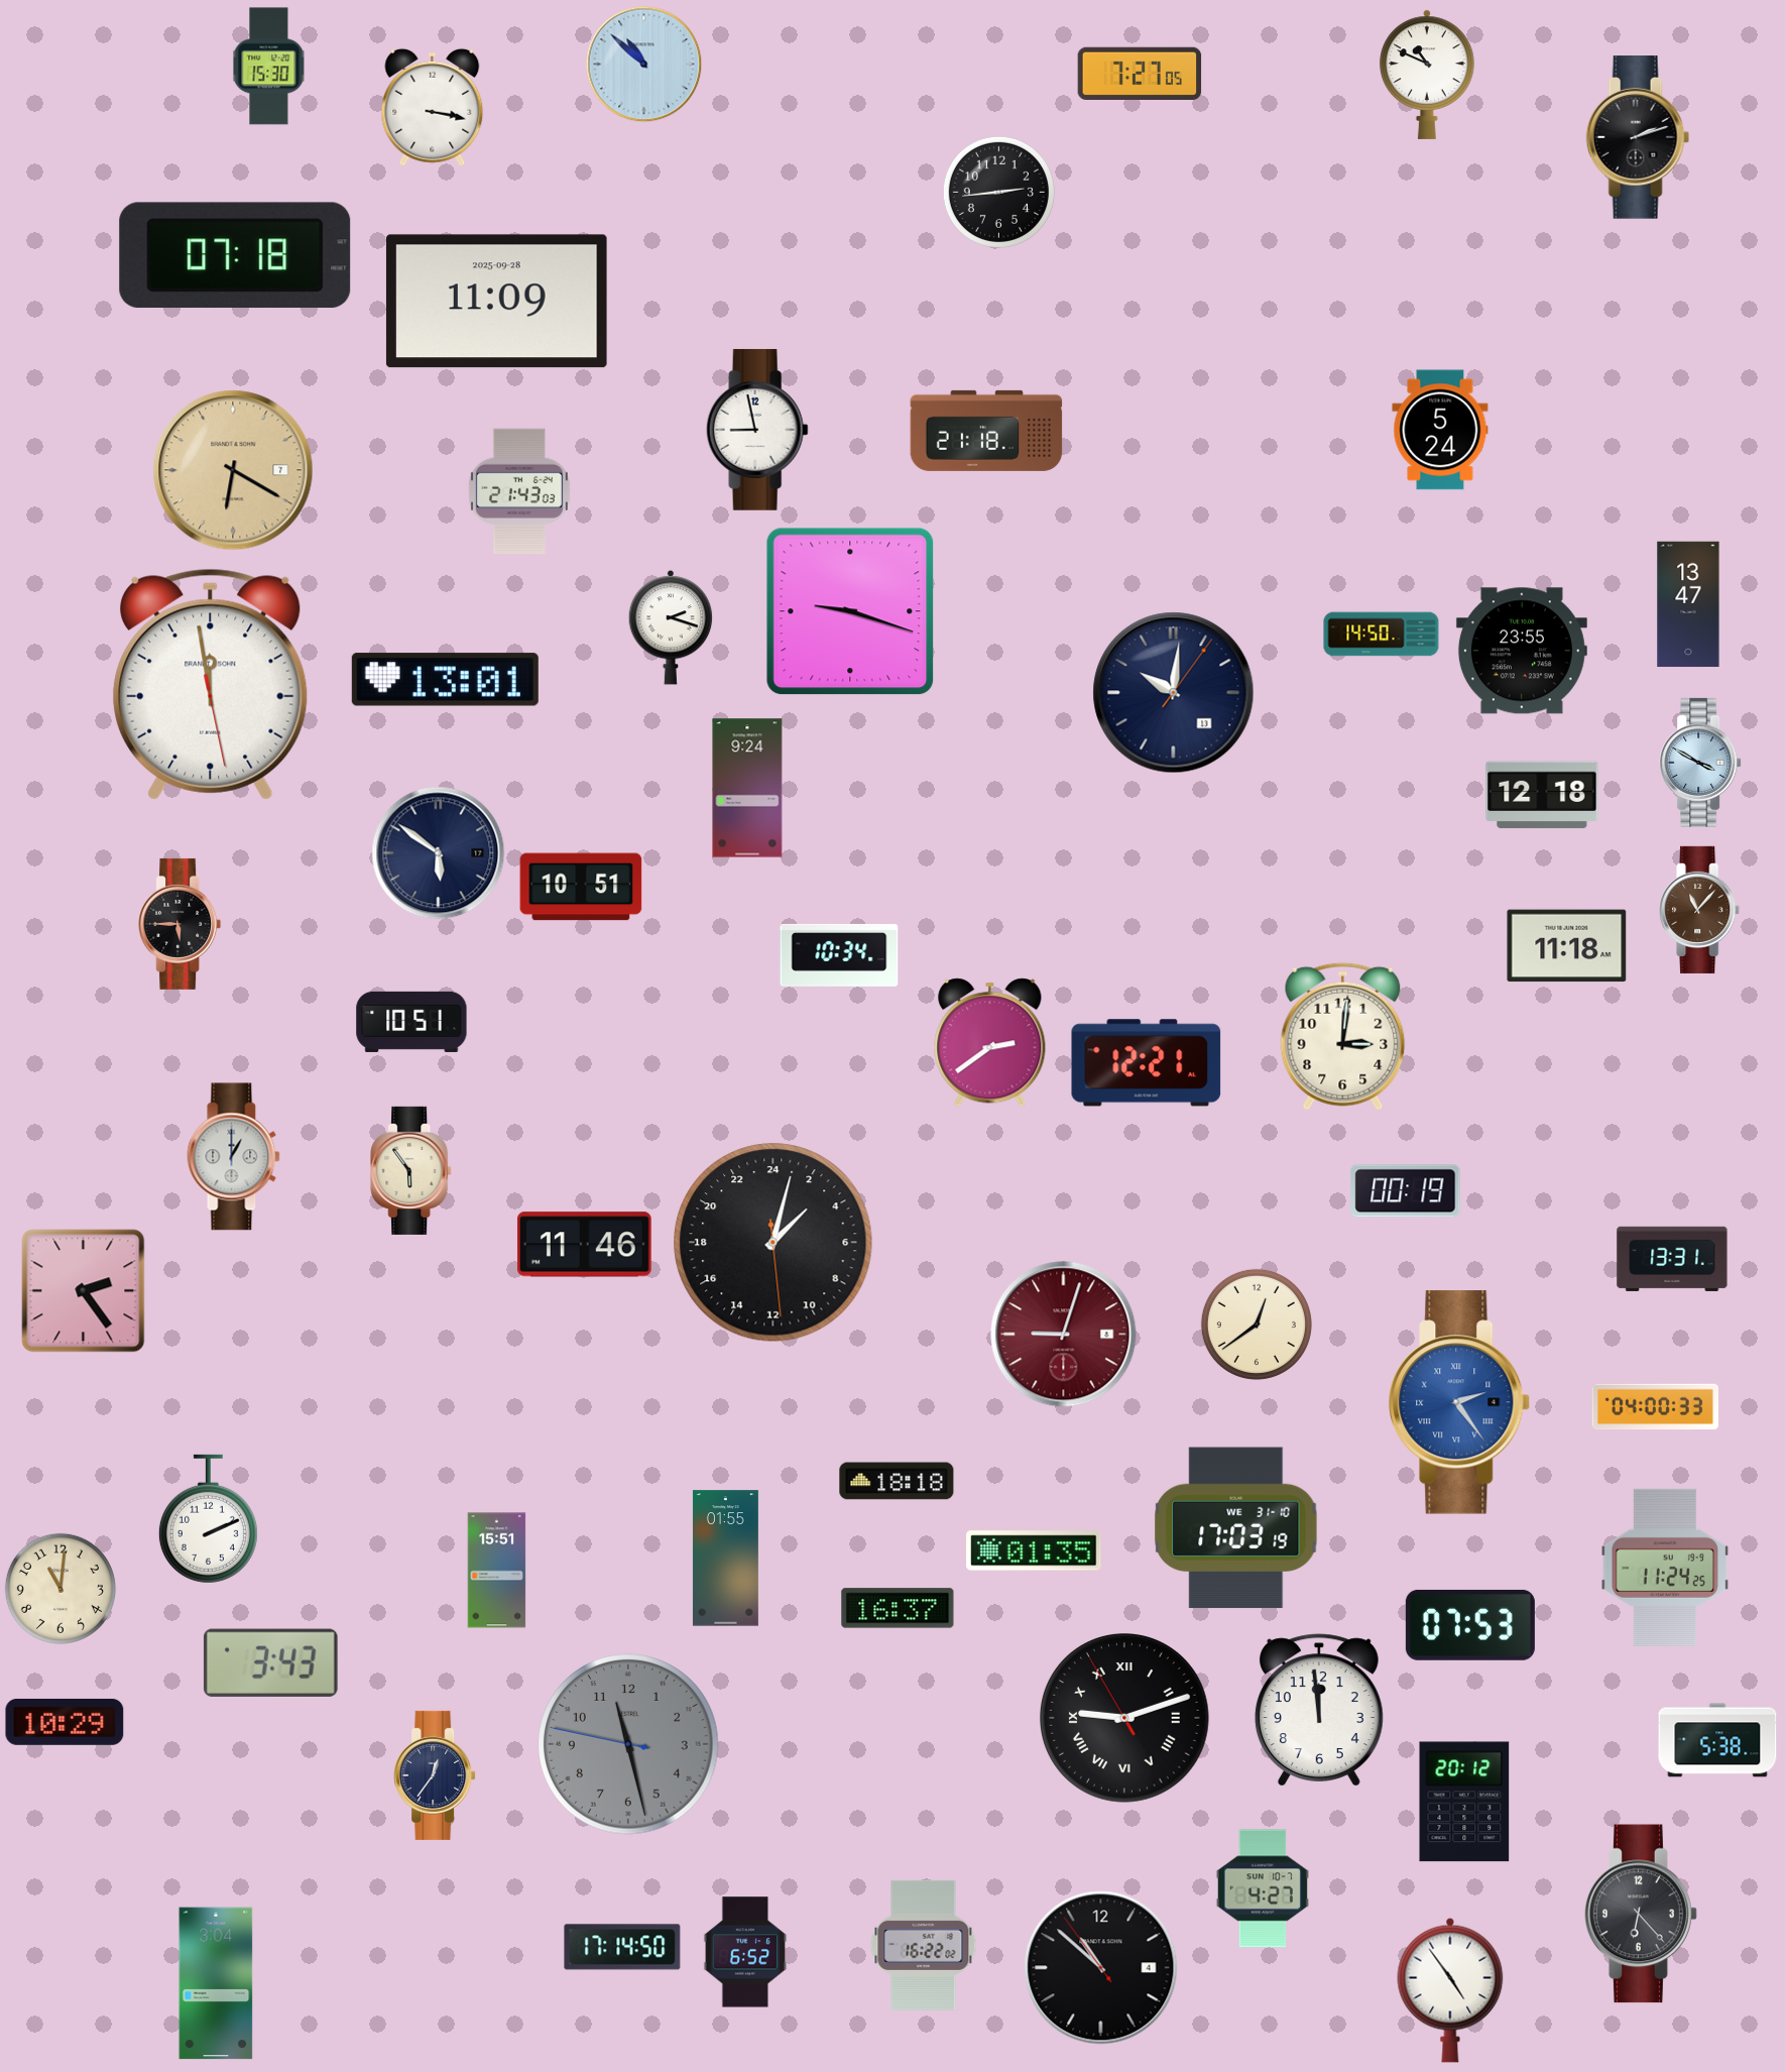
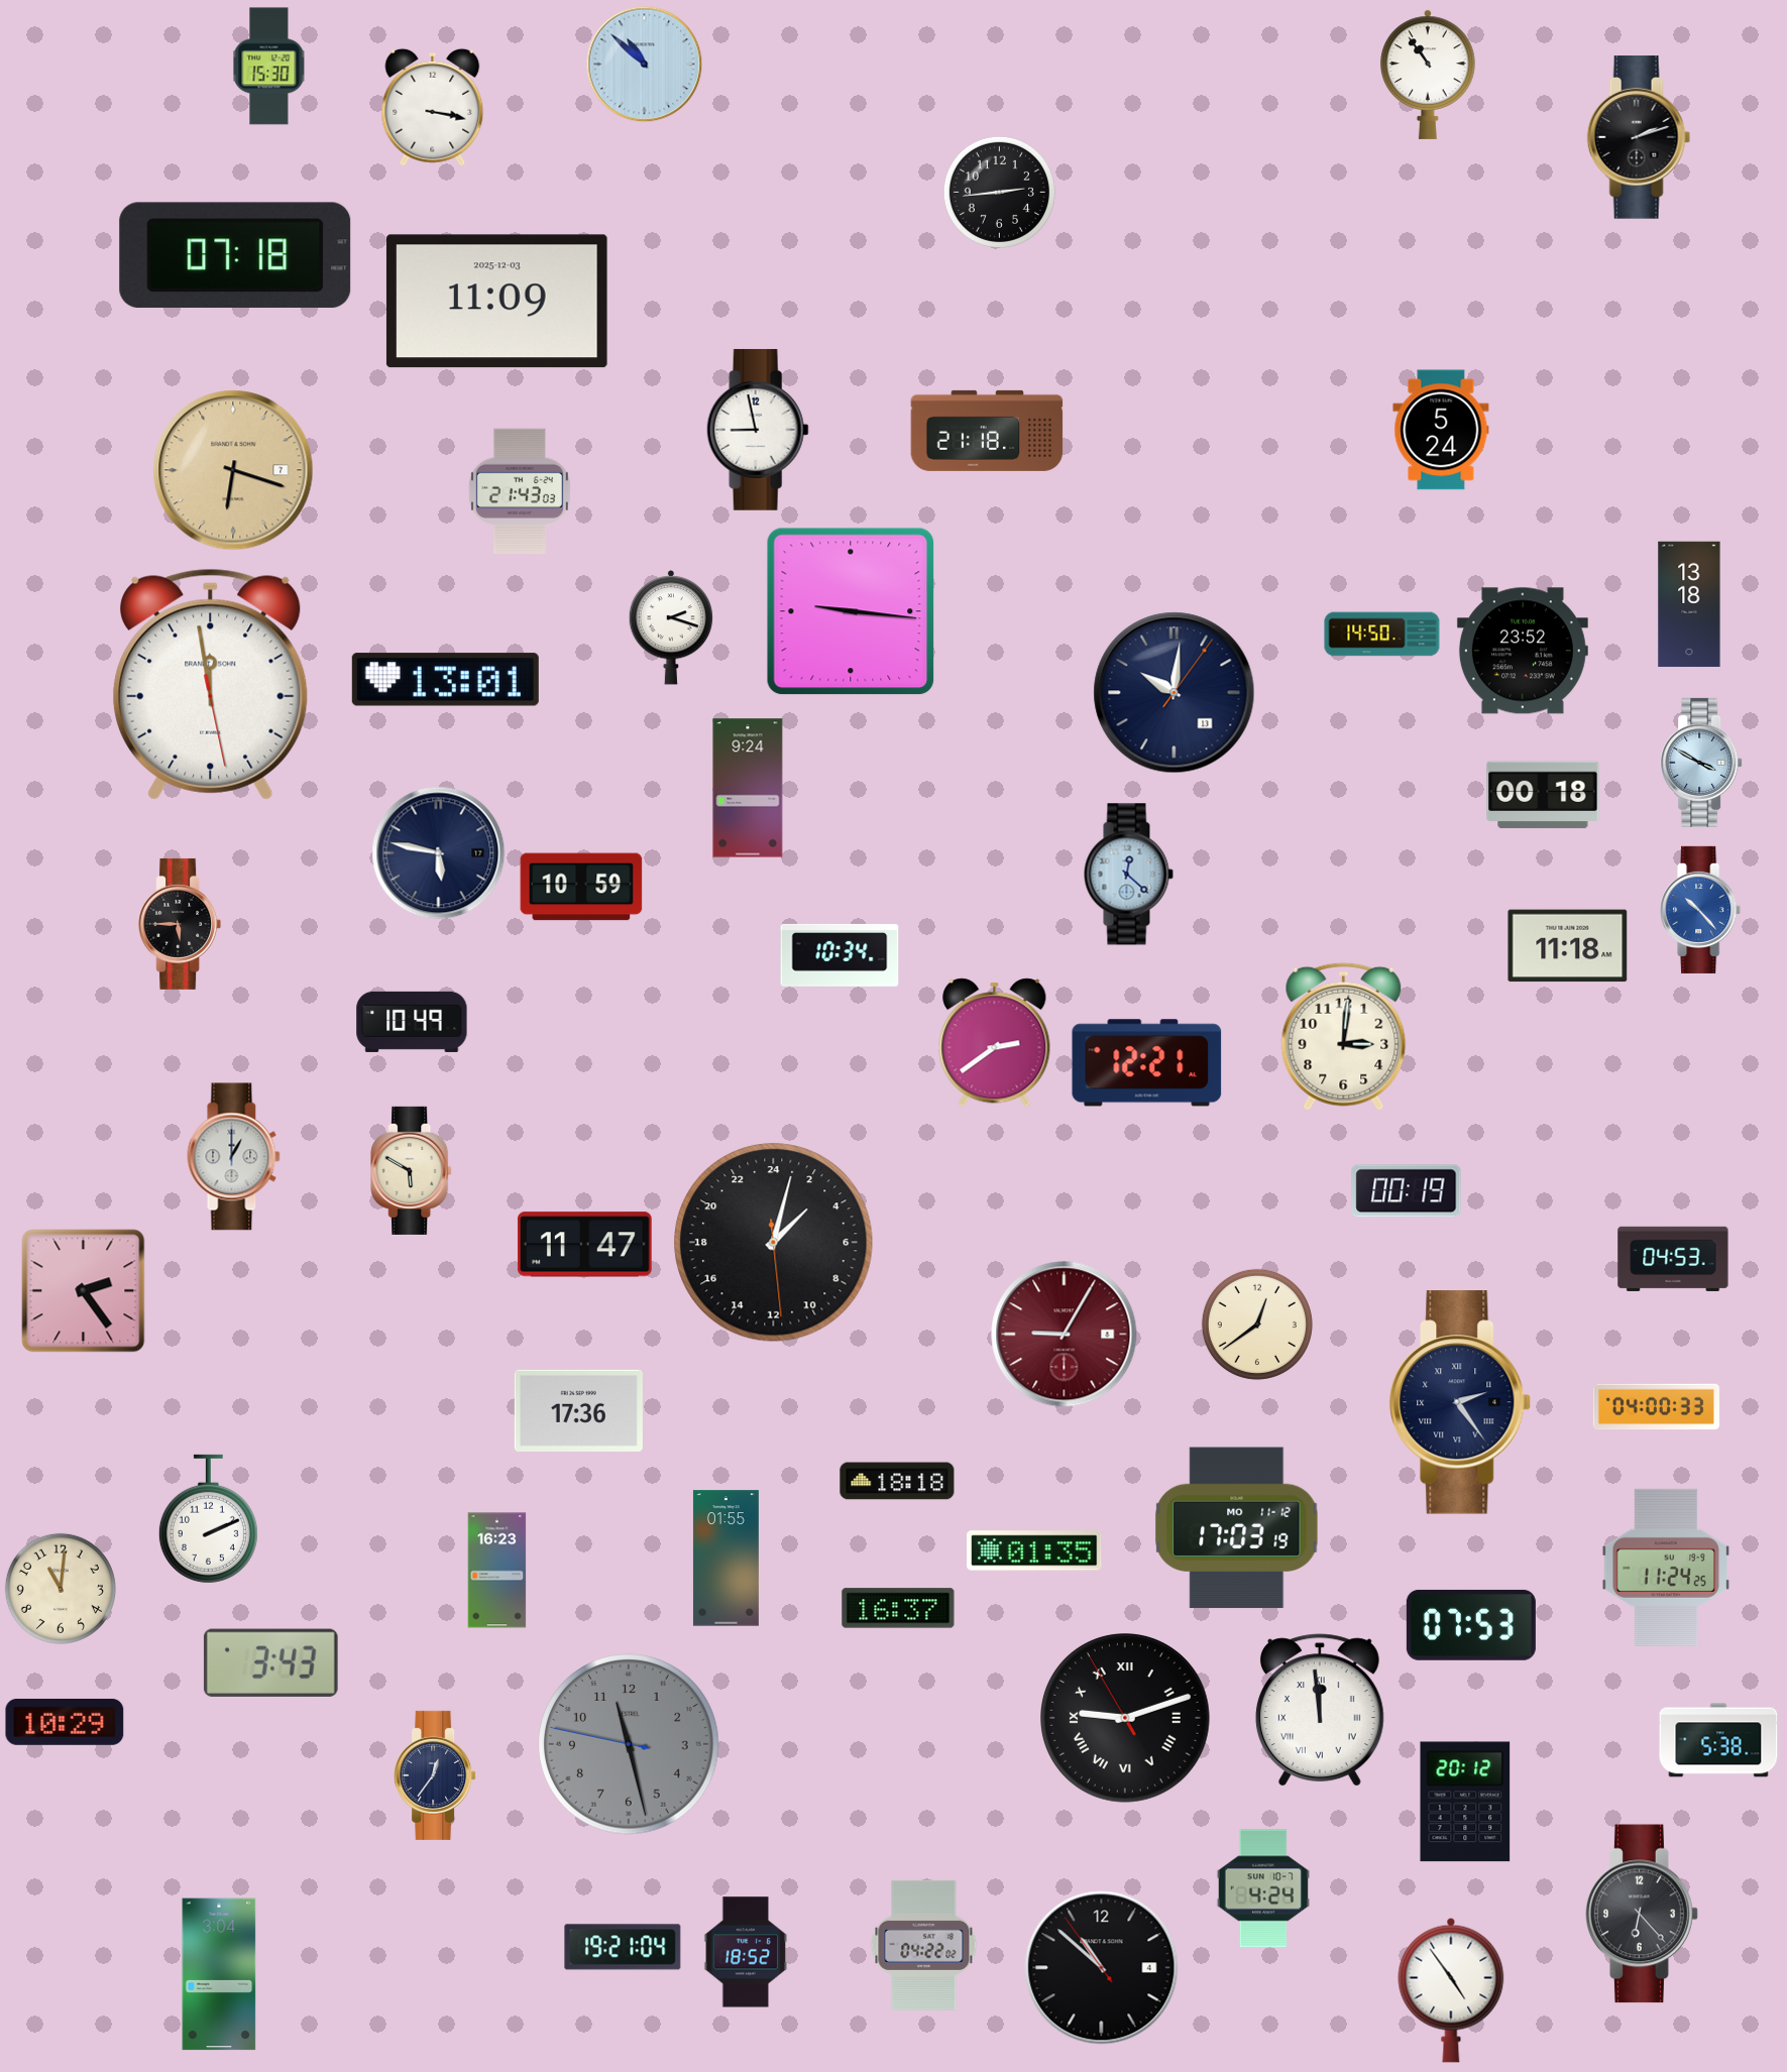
clock at (1140, 73): 7:27 -> none
clock at (1427, 75): 10:49 -> 10:54
clock at (496, 302) date: 2025-09-28 -> 2025-12-03
clock at (233, 470): 6:20 -> 6:18
clock at (1688, 604): 13:47 -> 13:18
clock at (850, 611): 9:18 -> 9:16
clock at (1522, 651): 23:55 -> 23:52
clock at (1542, 795): 12:18 -> 00:18
clock at (439, 853): 5:51 -> 5:47
clock at (1128, 875): none -> 12:22
clock at (581, 887): 10:51 -> 10:59
clock at (1700, 910): 11:07 -> 10:23
clock at (1700, 910) dial: brown -> blue
clock at (411, 1022): 10:51 -> 10:49
clock at (990, 1043) position: (990, 1043) -> (995, 1043)
clock at (411, 1170): 5:54 -> 5:50
clock at (585, 1245): 11:46 -> 11:47
clock at (1672, 1259): 13:31 -> 04:53
clock at (1064, 1335): 9:03 -> 9:05
clock at (1460, 1402) dial: blue -> navy
clock at (578, 1410): none -> 17:36
clock at (1236, 1528) date: WE 31-10 -> MO 11-12
clock at (497, 1571): 15:51 -> 16:23
clock at (1319, 1710) numerals: Arabic -> Roman
clock at (1263, 1888): 4:27 -> 4:24
clock at (924, 1945): 16:22 -> 04:22
clock at (622, 1947): 17:14 -> 19:21
clock at (745, 1952): 6:52 -> 18:52
clock at (216, 1983) position: (216, 1983) -> (219, 1974)
